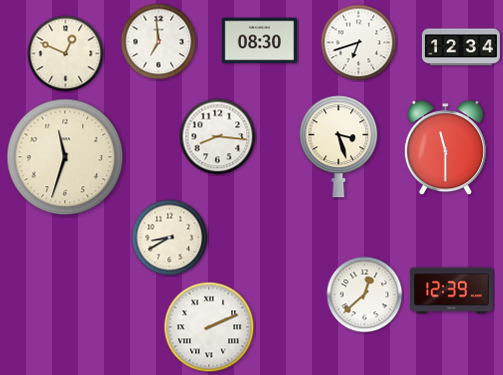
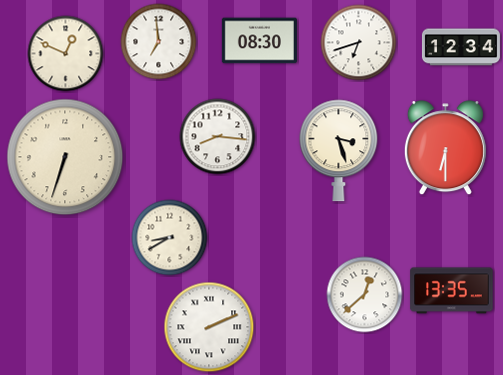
clock at (339, 147) position: (339, 147) -> (339, 151)
clock at (445, 148): 11:30 -> 6:30
clock at (65, 157): 11:33 -> 6:33
clock at (452, 291): 12:39 -> 13:35
